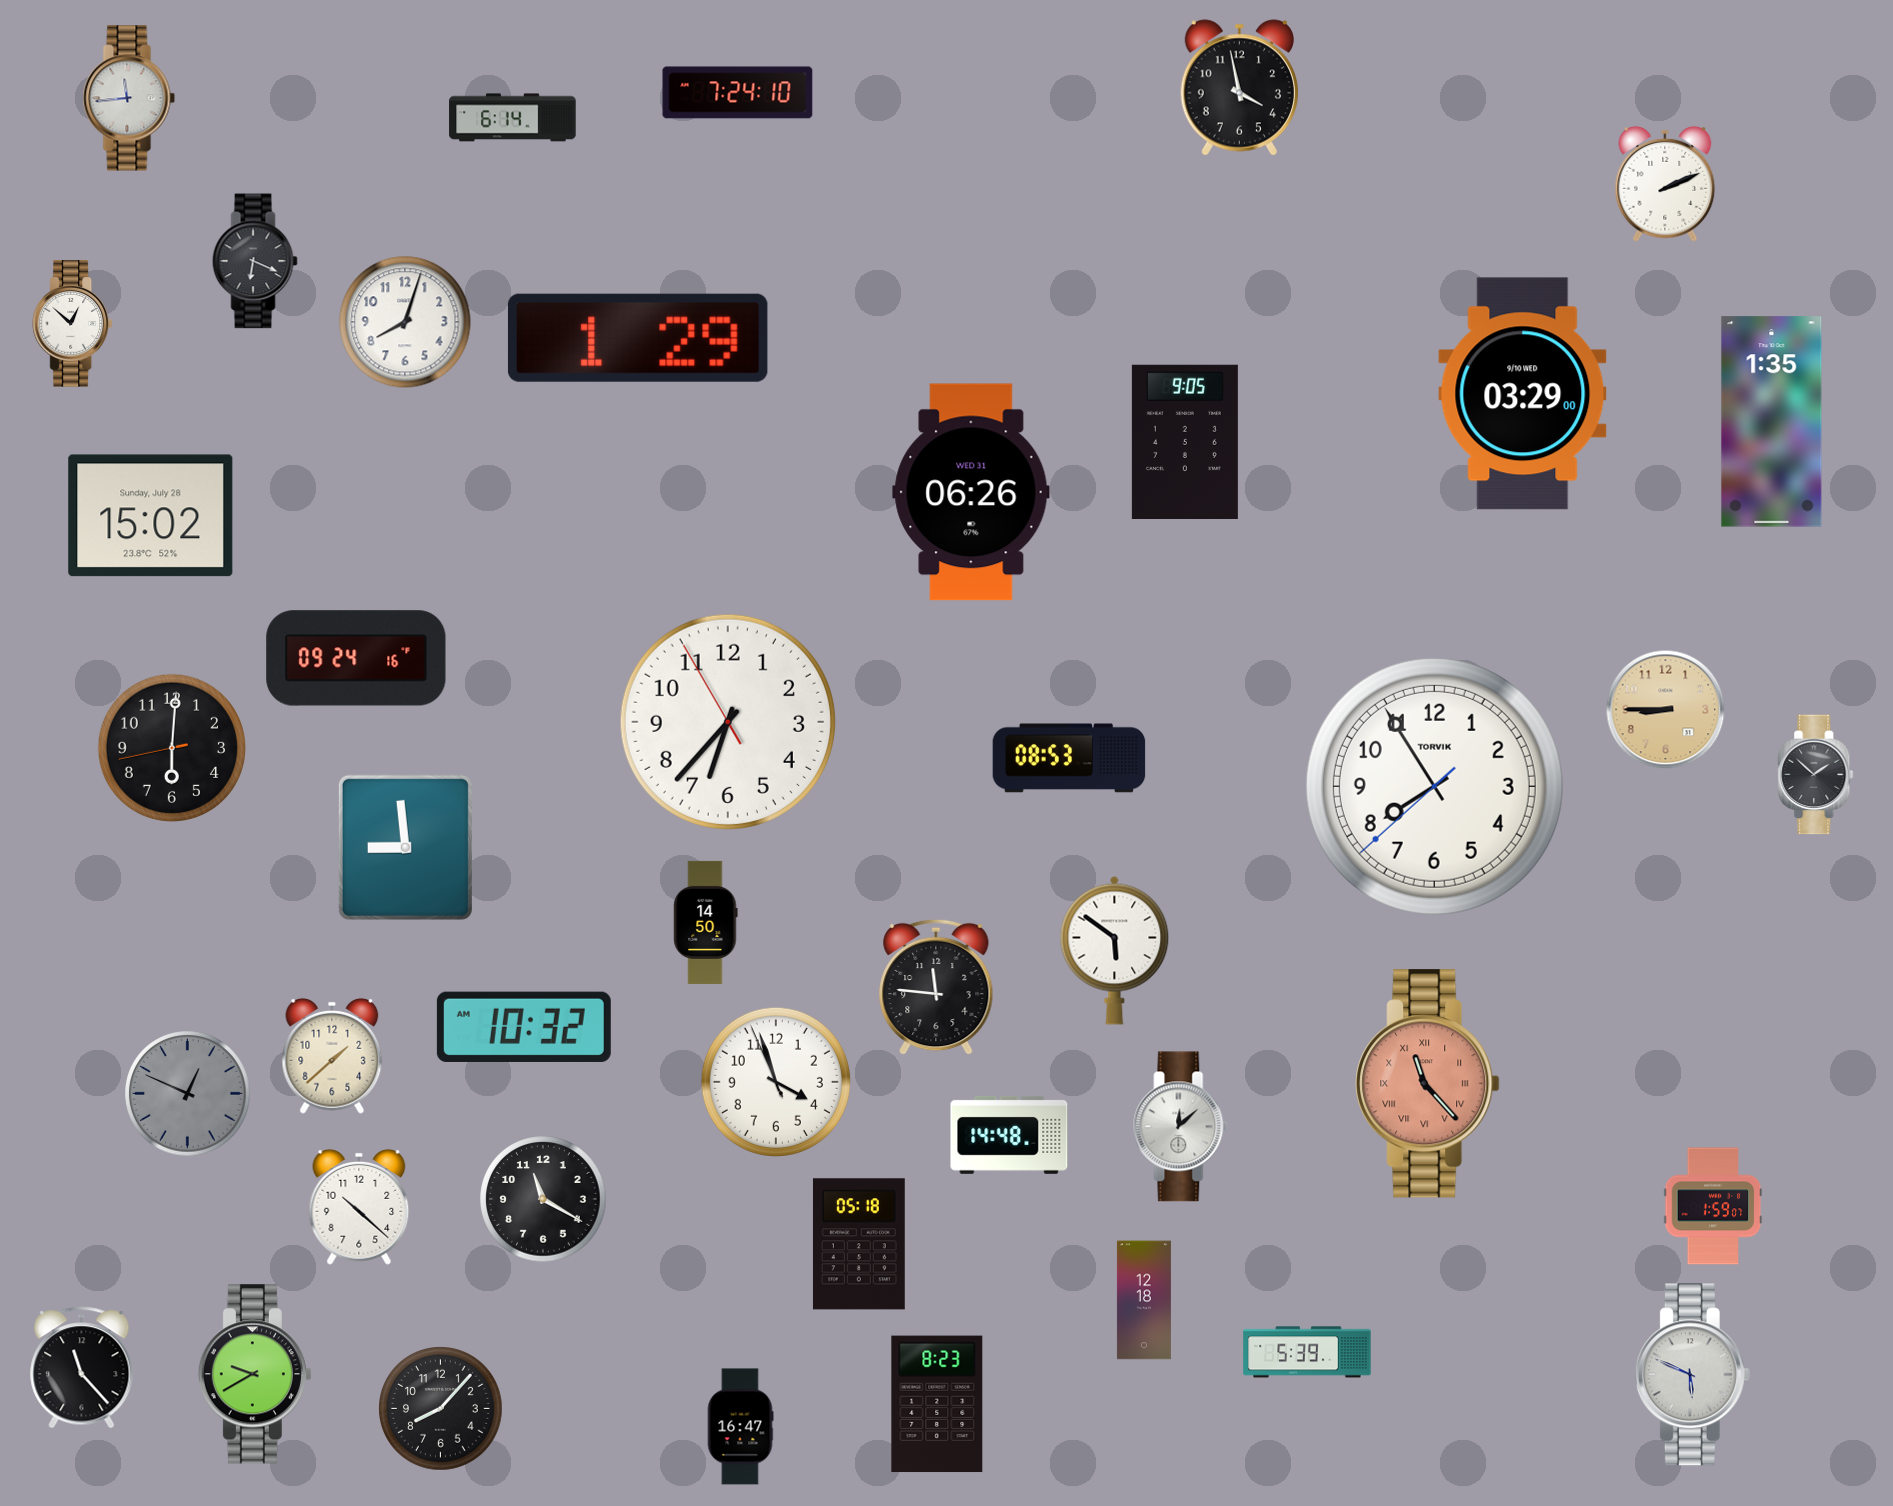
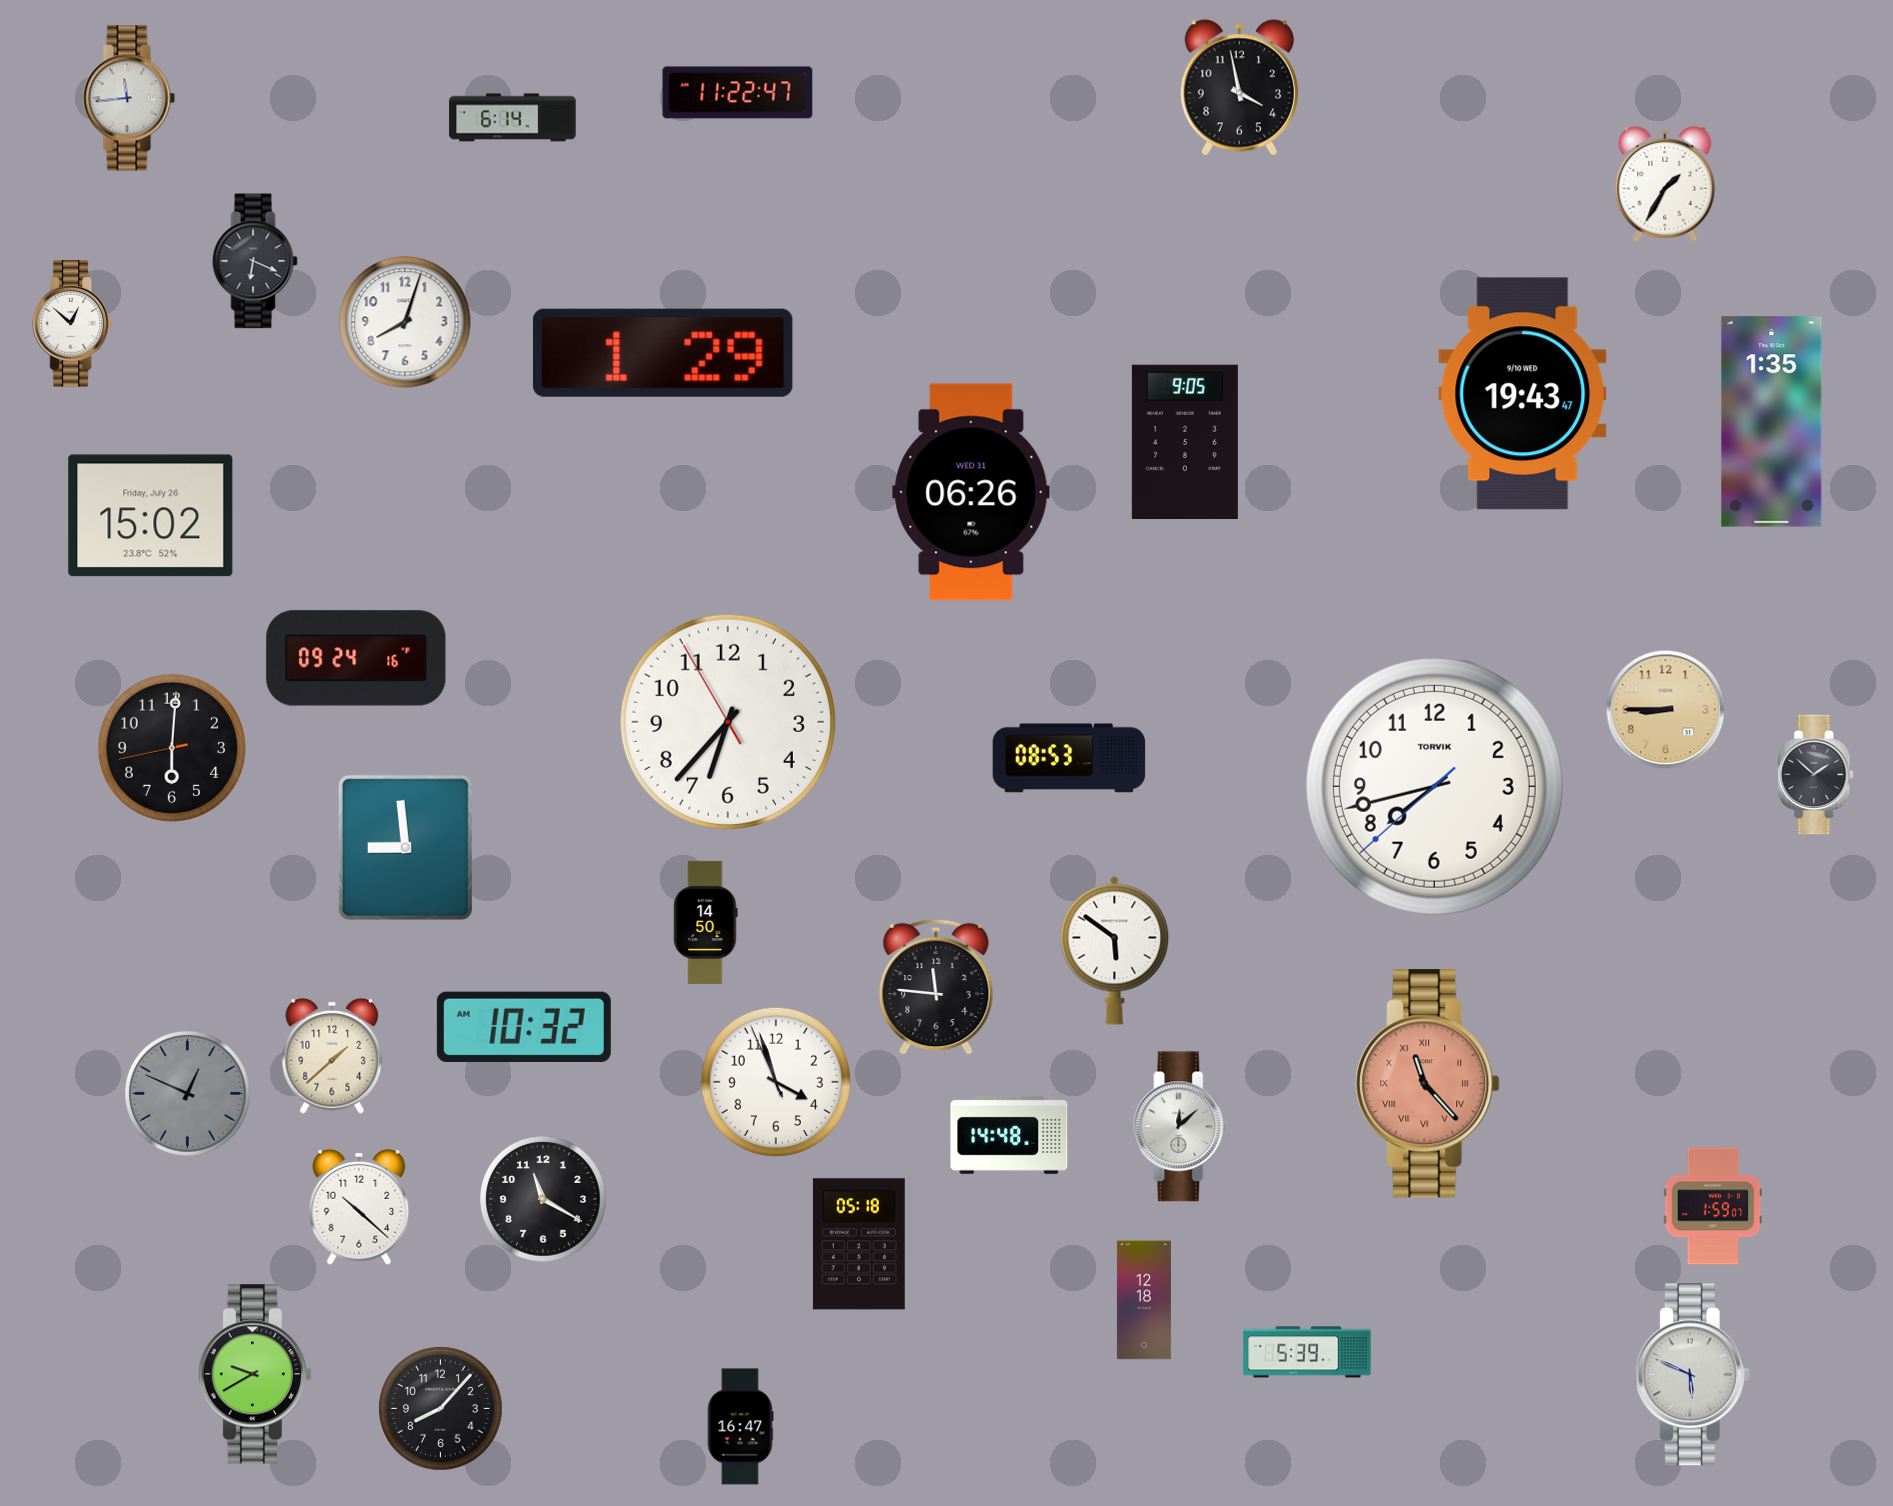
clock at (738, 93): 7:24 -> 11:22
clock at (1665, 184): 2:11 -> 1:35
clock at (638, 338) position: (638, 338) -> (663, 353)
clock at (1523, 394): 03:29 -> 19:43
clock at (151, 516) date: Sunday, July 28 -> Friday, July 26
clock at (1434, 786): 7:54 -> 7:42
clock at (82, 1368): 11:23 -> none
clock at (937, 1404): 8:23 -> none
